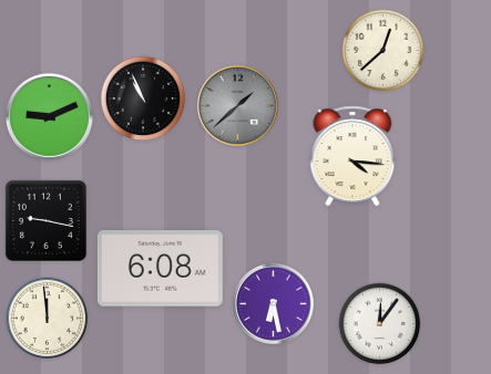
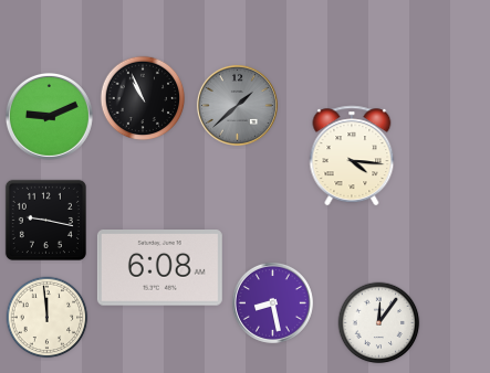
clock at (383, 51): 12:38 -> none
clock at (273, 303): 6:28 -> 8:28
